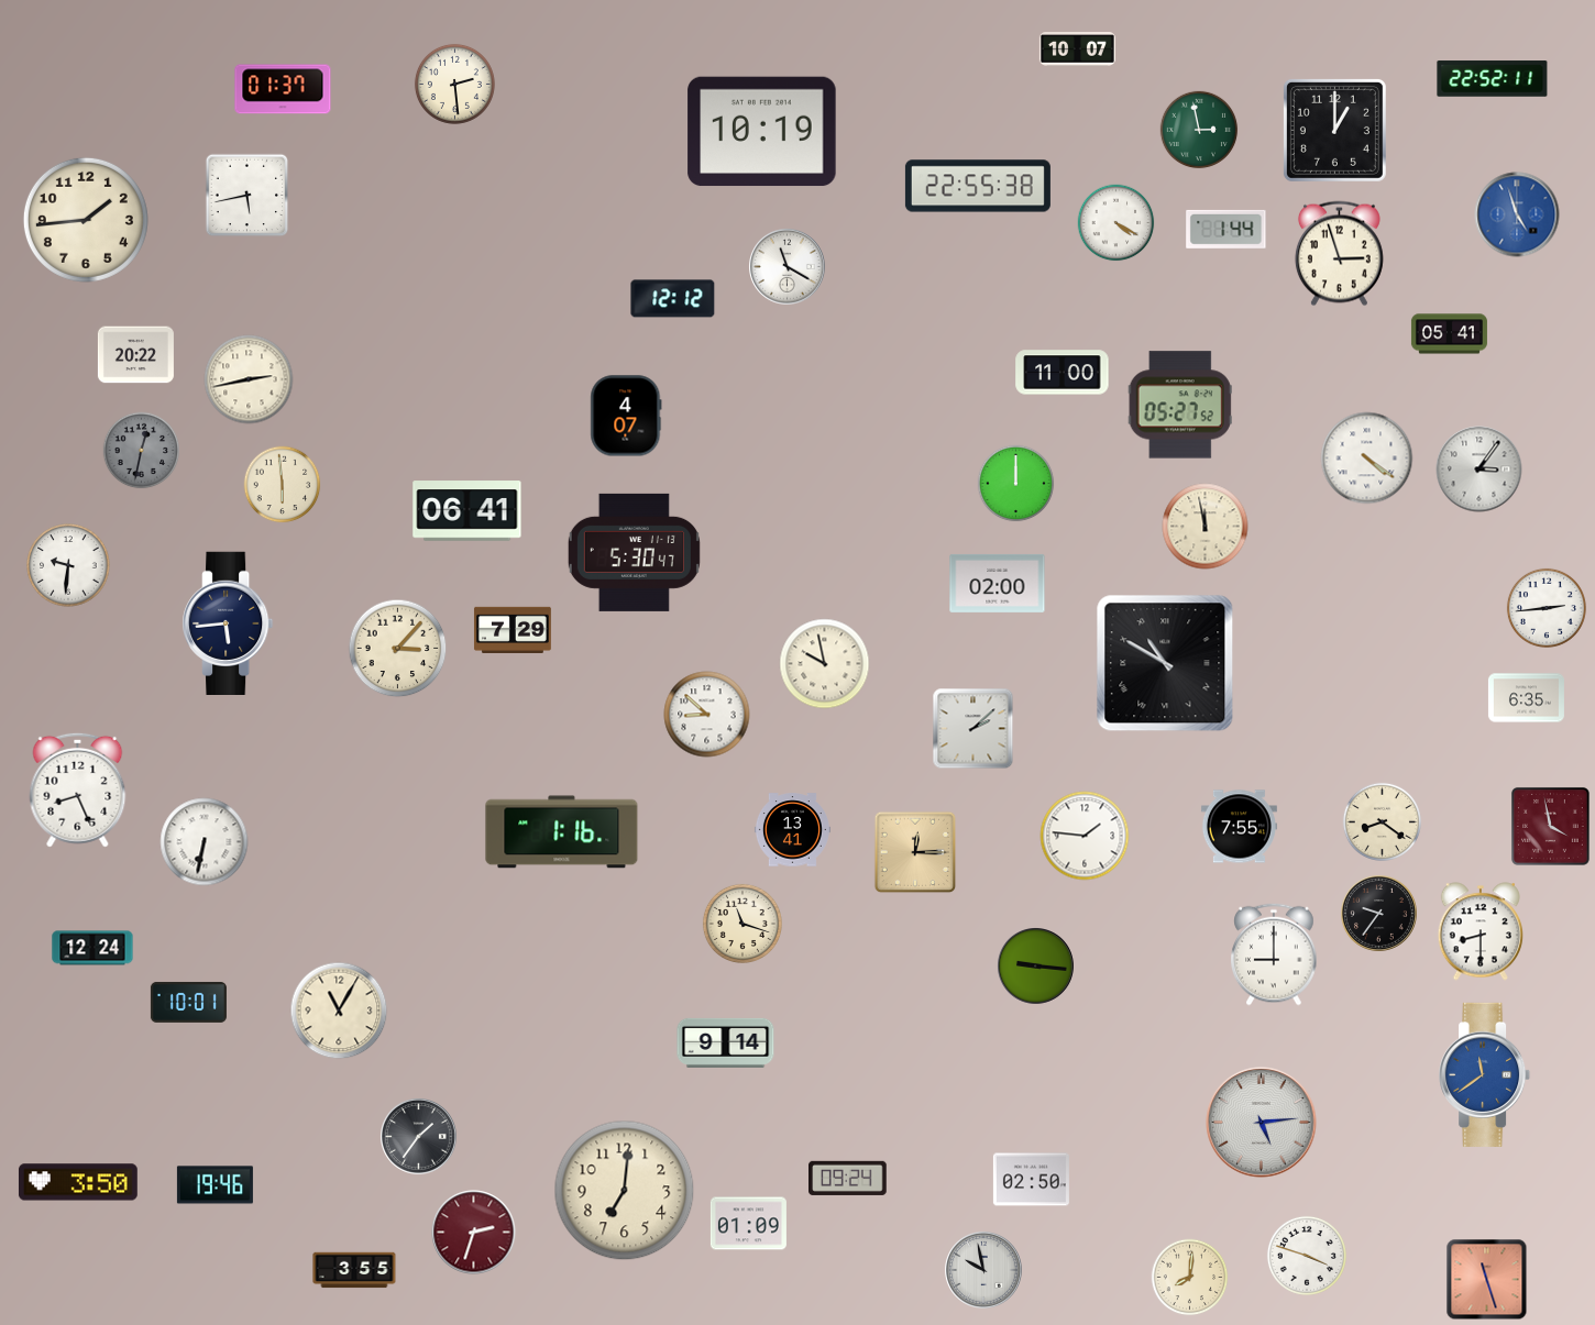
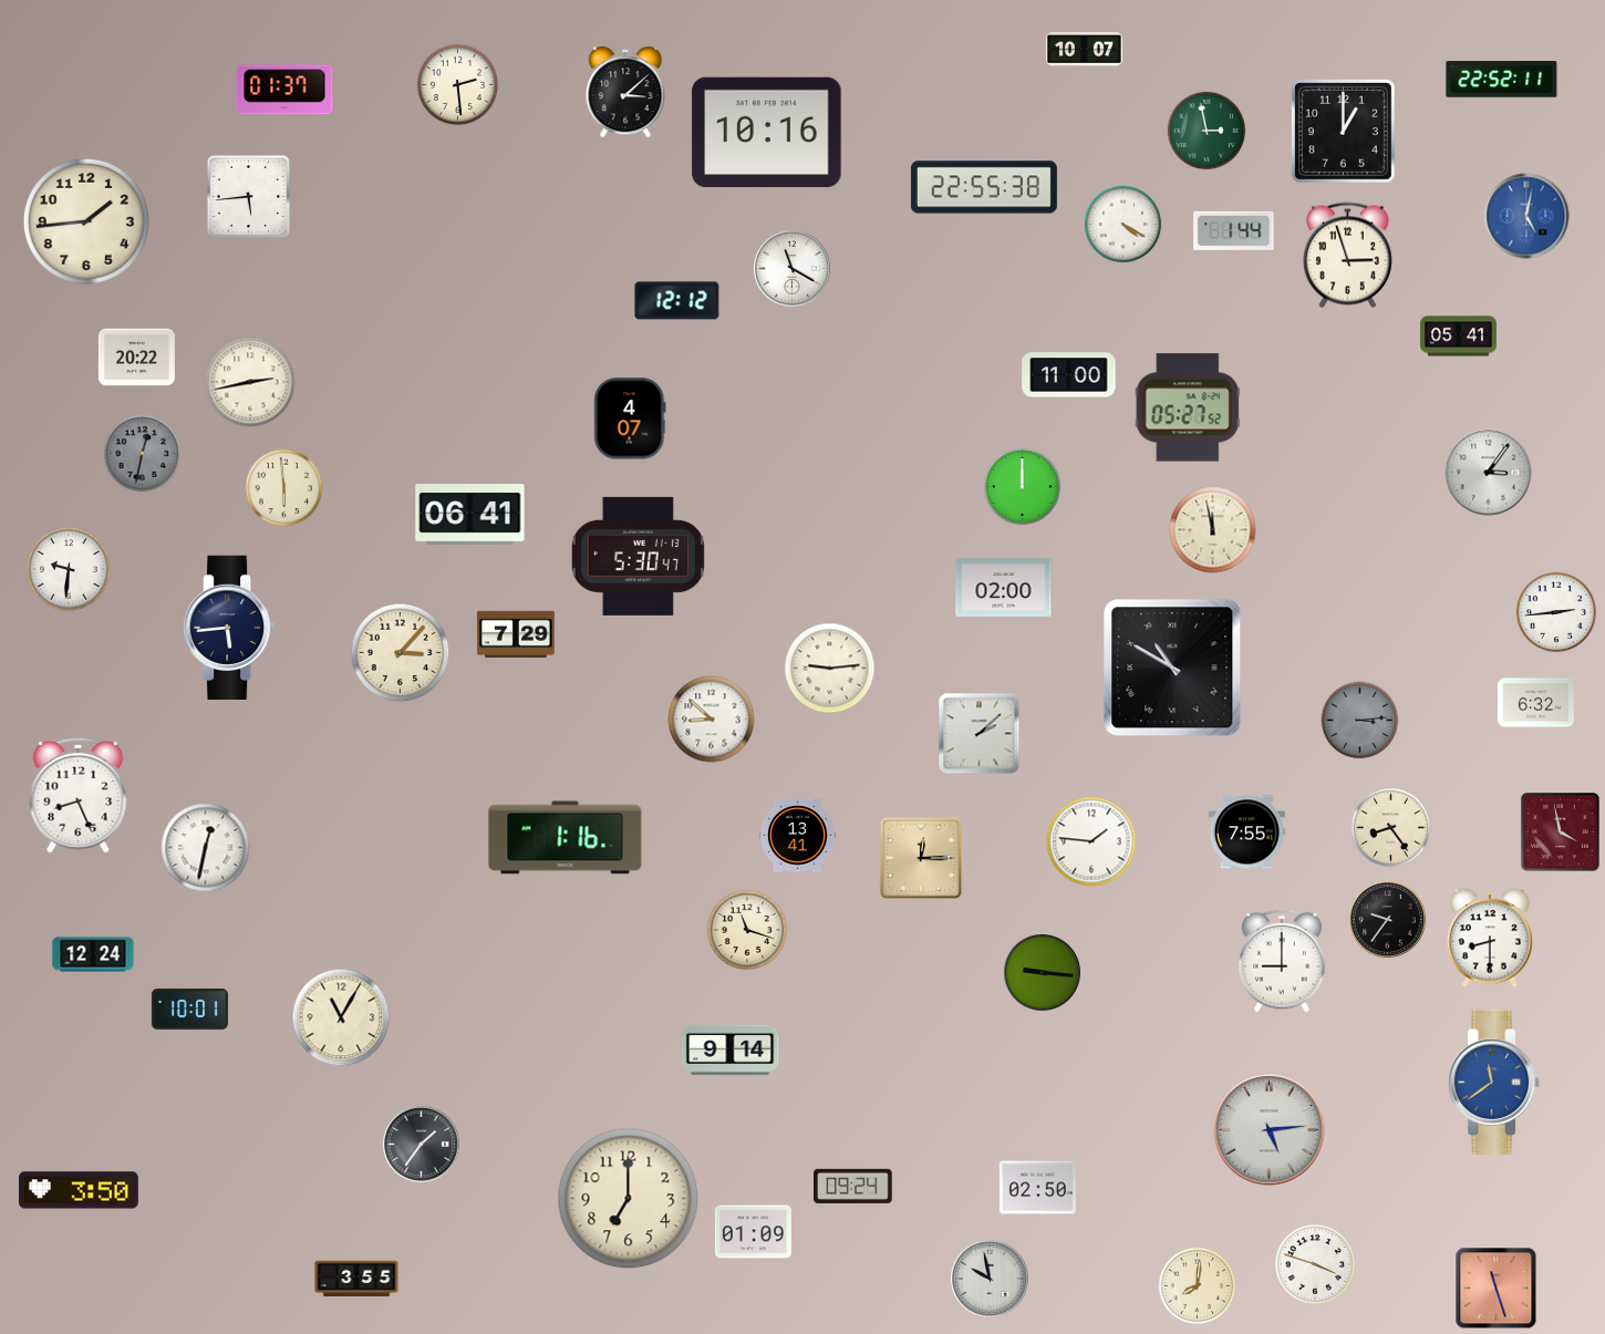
clock at (625, 92): none -> 3:08
clock at (762, 132): 10:19 -> 10:16
clock at (248, 196): 5:43 -> 5:44
clock at (1517, 214): 4:57 -> 5:02
clock at (1367, 459): 4:21 -> none
clock at (825, 664): 9:58 -> 9:14
clock at (1526, 698): 6:35 -> 6:32
clock at (1360, 721): none -> 3:14
clock at (1382, 821): 8:21 -> 8:24
clock at (205, 842): 6:32 -> 12:32
clock at (215, 1185): 19:46 -> none
clock at (625, 1191): 7:01 -> 7:00
clock at (474, 1233): 2:33 -> none
